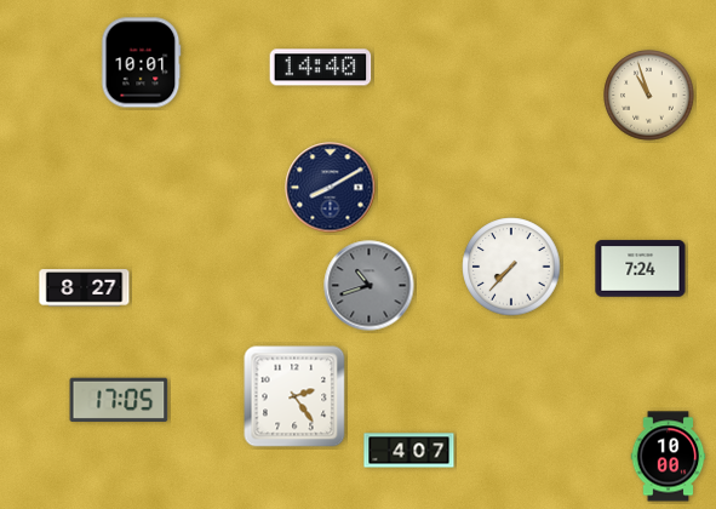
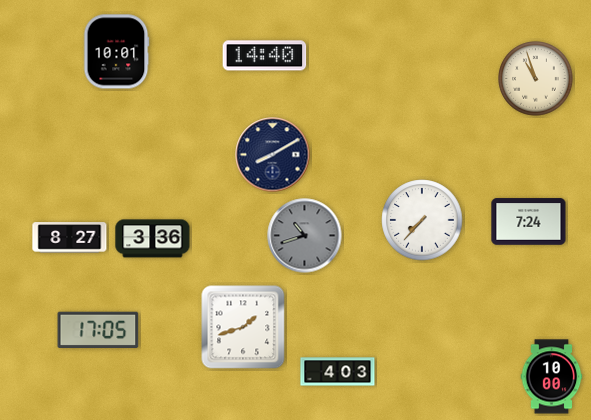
clock at (153, 239): none -> 3:36
clock at (294, 396): 2:24 -> 1:42
clock at (409, 451): 4:07 -> 4:03
